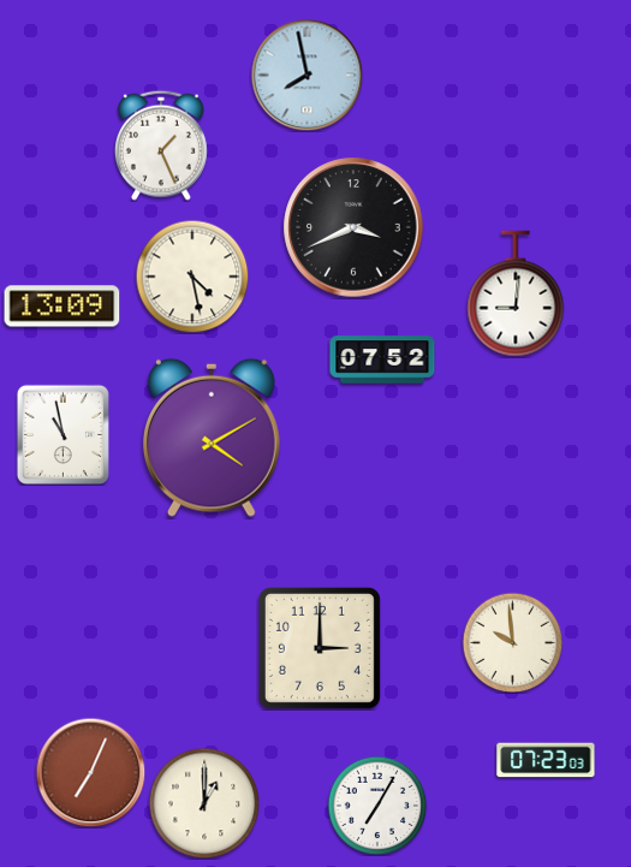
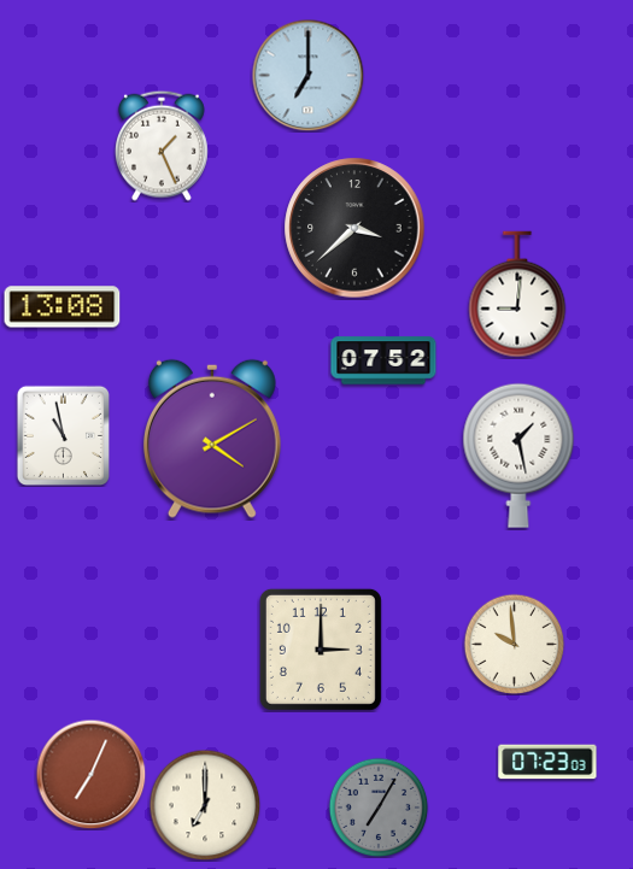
clock at (306, 75): 7:58 -> 7:00
clock at (353, 227): 3:41 -> 3:38
clock at (192, 277): 4:28 -> none
clock at (62, 307): 13:09 -> 13:08
clock at (518, 456): none -> 1:28
clock at (204, 803): 1:00 -> 7:00
clock at (377, 806) dial: white -> grey
